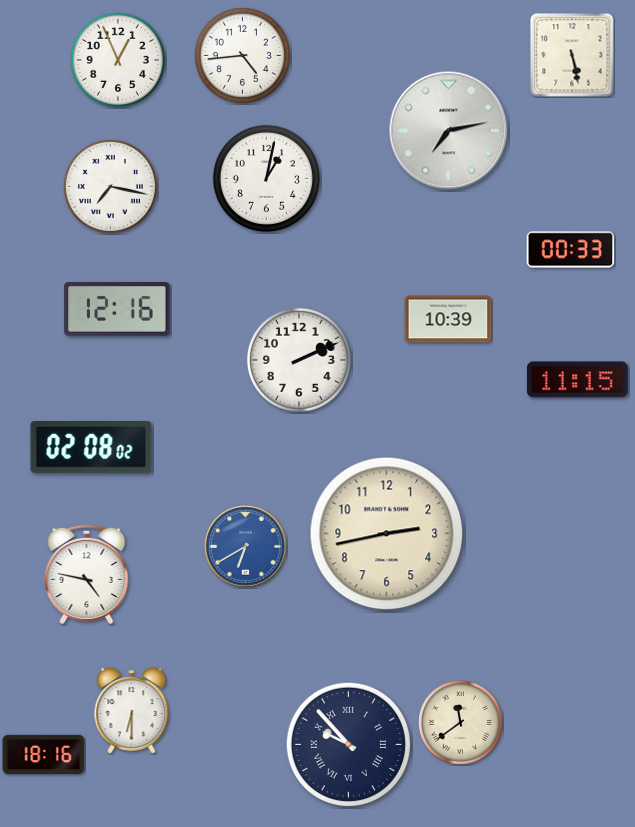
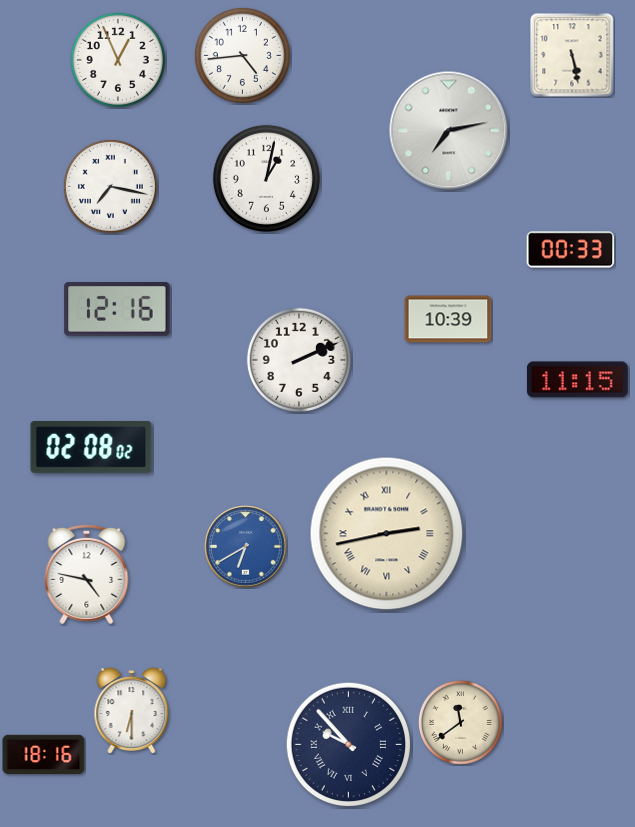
clock at (387, 534) numerals: Arabic -> Roman
